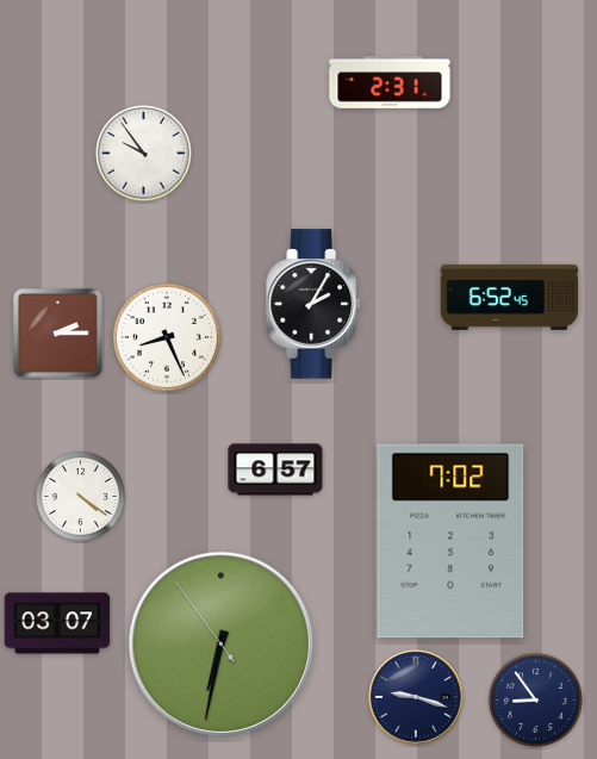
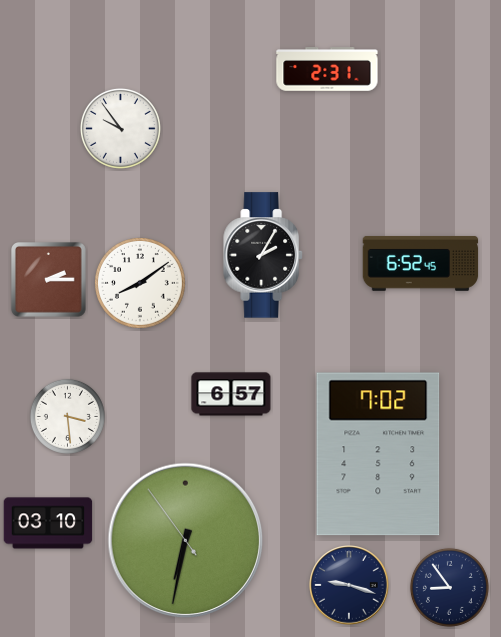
clock at (510, 297) position: (510, 297) -> (421, 263)
clock at (168, 338): 8:26 -> 8:09
clock at (80, 496): 4:21 -> 3:29
clock at (57, 623): 03:07 -> 03:10
